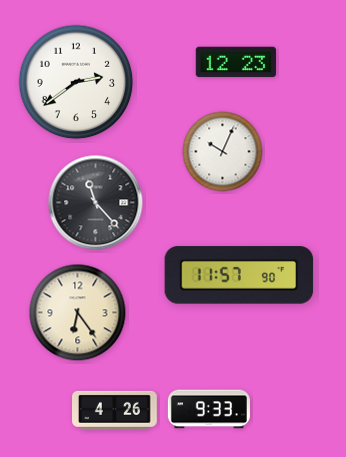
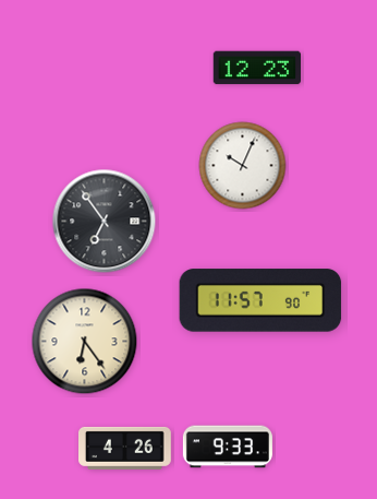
clock at (76, 82): 2:39 -> none
clock at (96, 203): 11:23 -> 6:54
